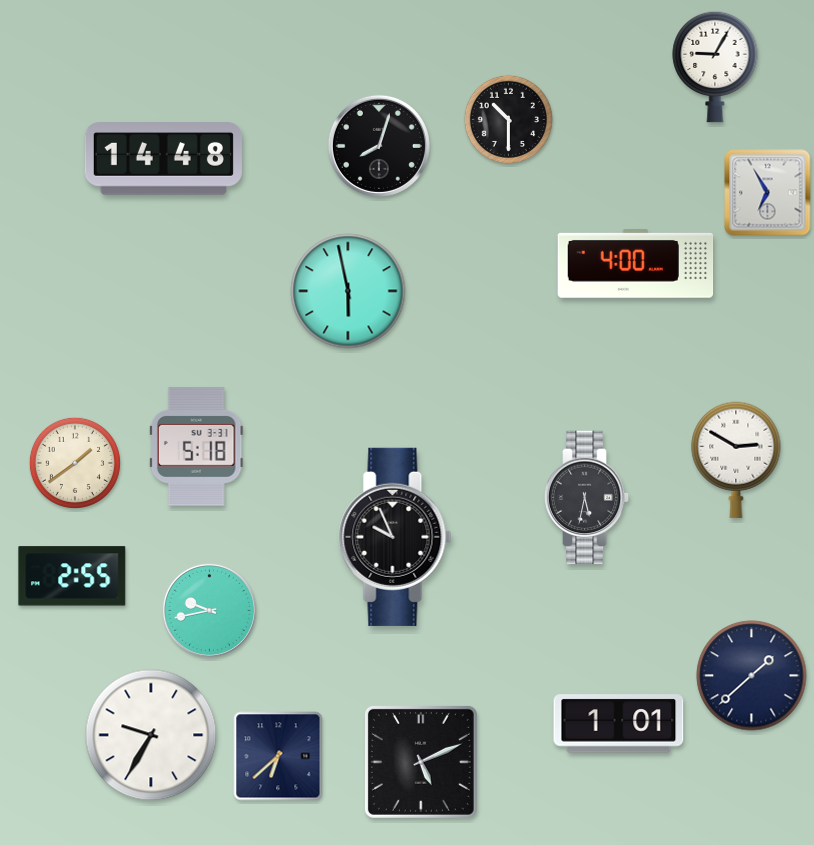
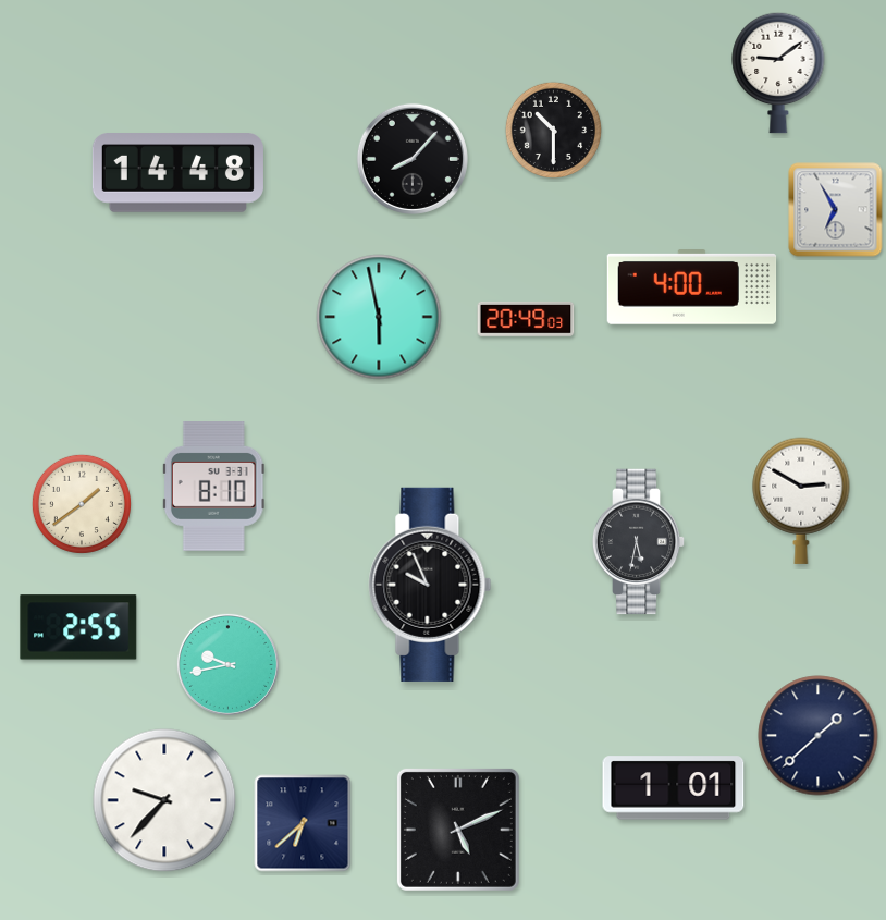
clock at (715, 67): 9:05 -> 9:09
clock at (379, 146): 8:03 -> 8:07
clock at (526, 319): none -> 20:49
clock at (196, 447): 5:18 -> 8:10
clock at (151, 735): 9:35 -> 9:37
